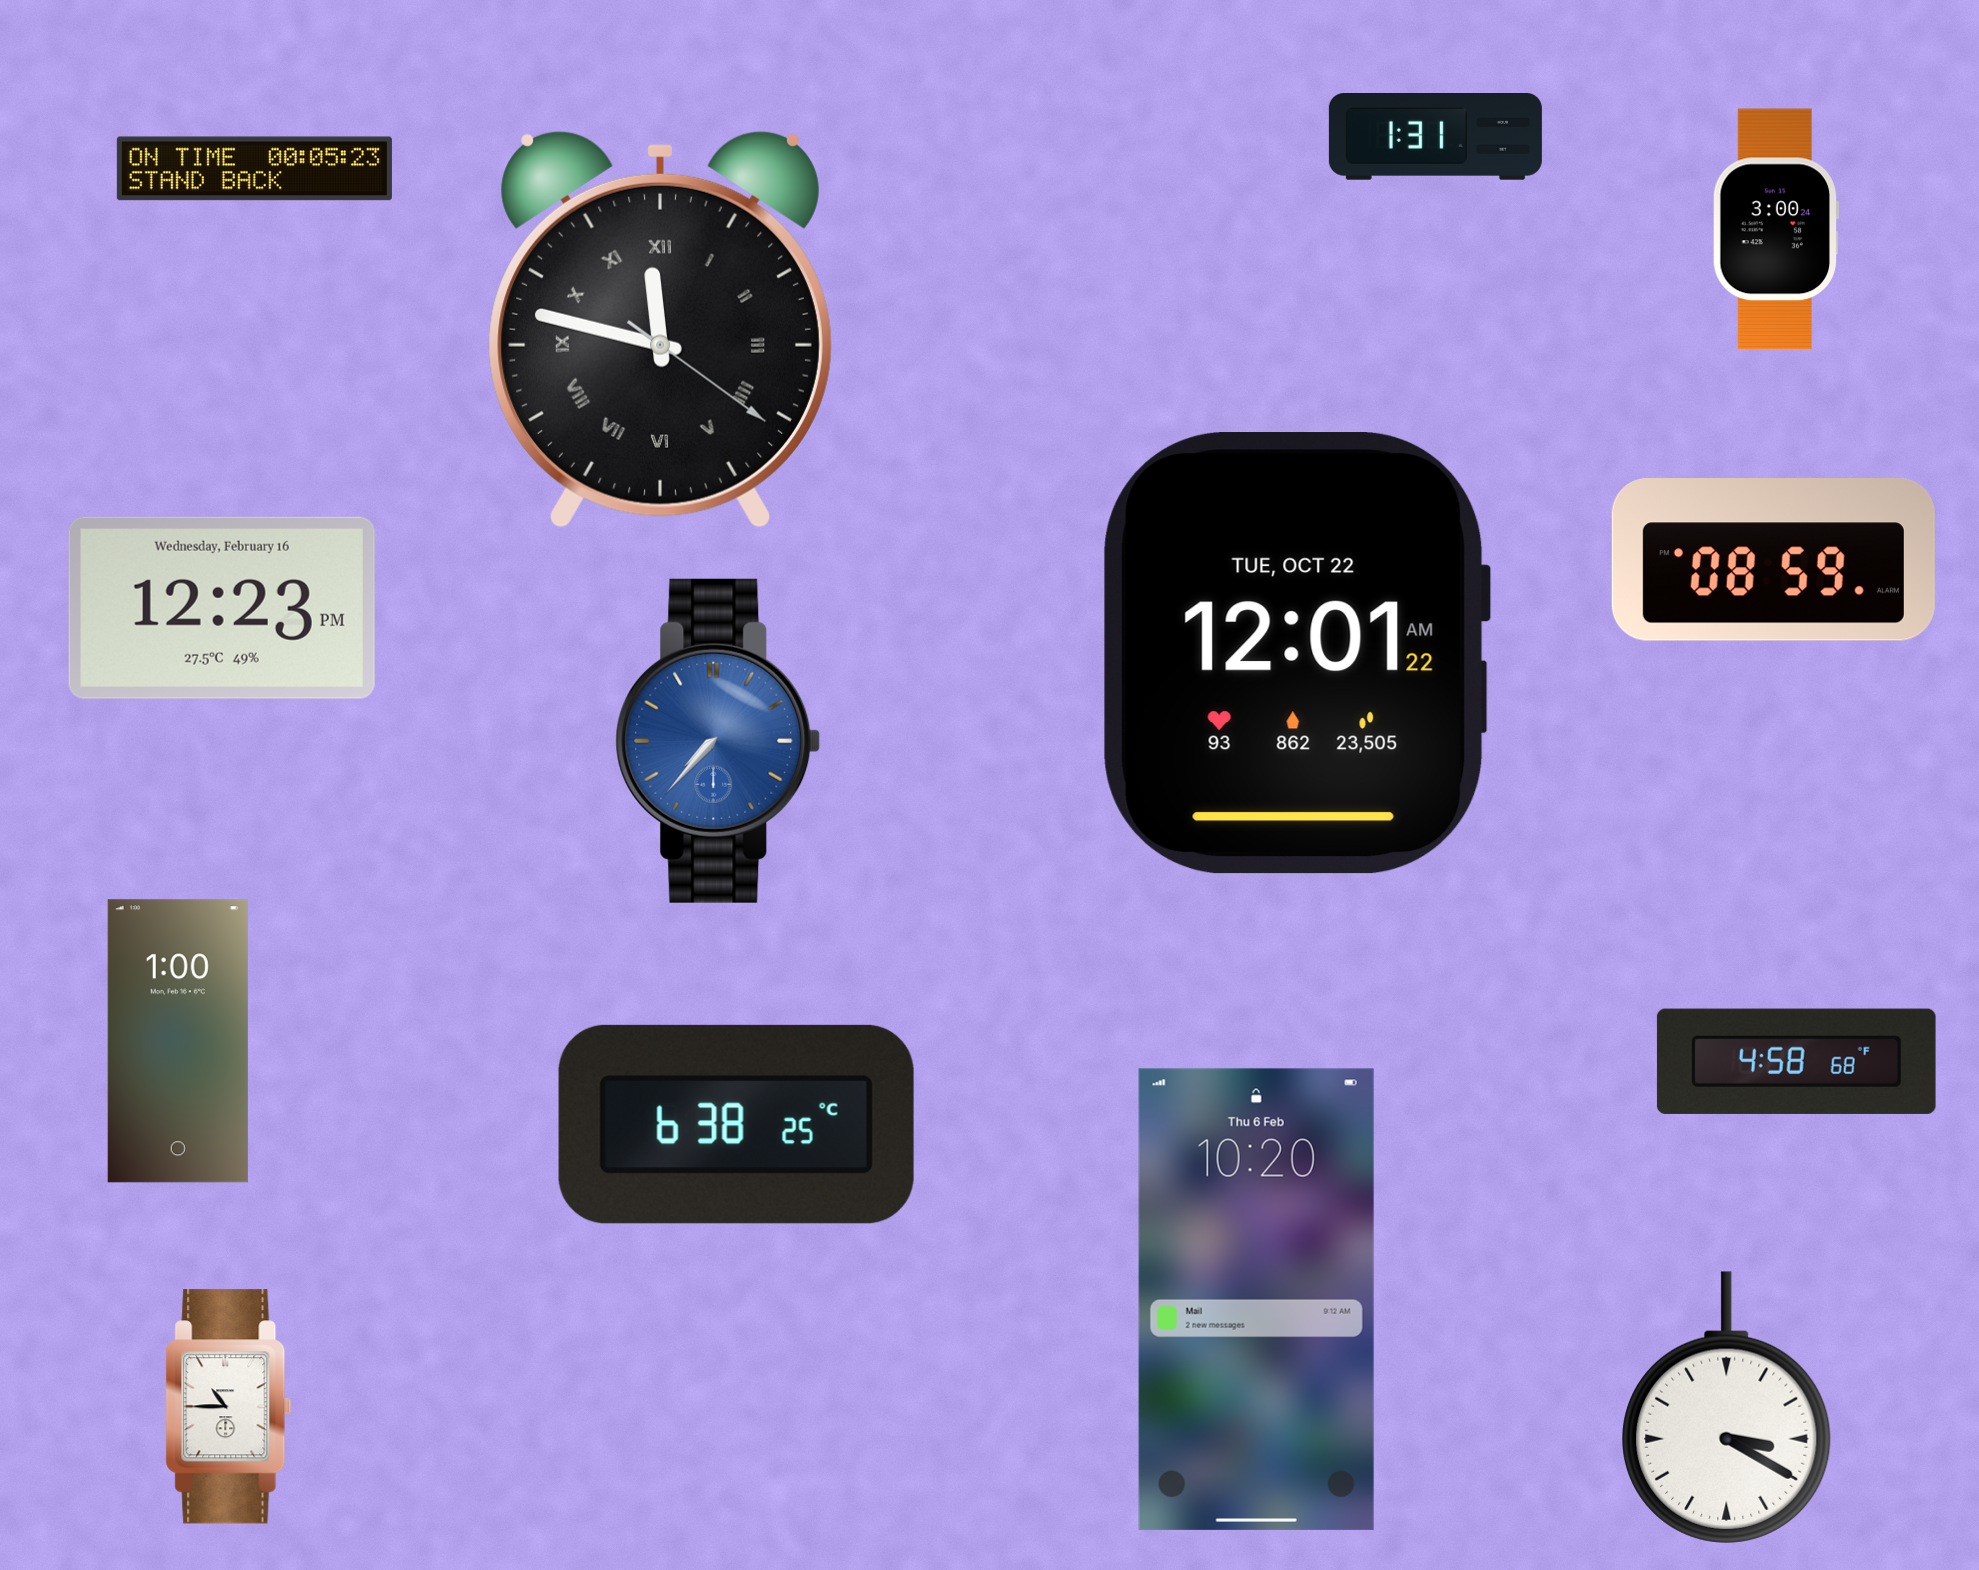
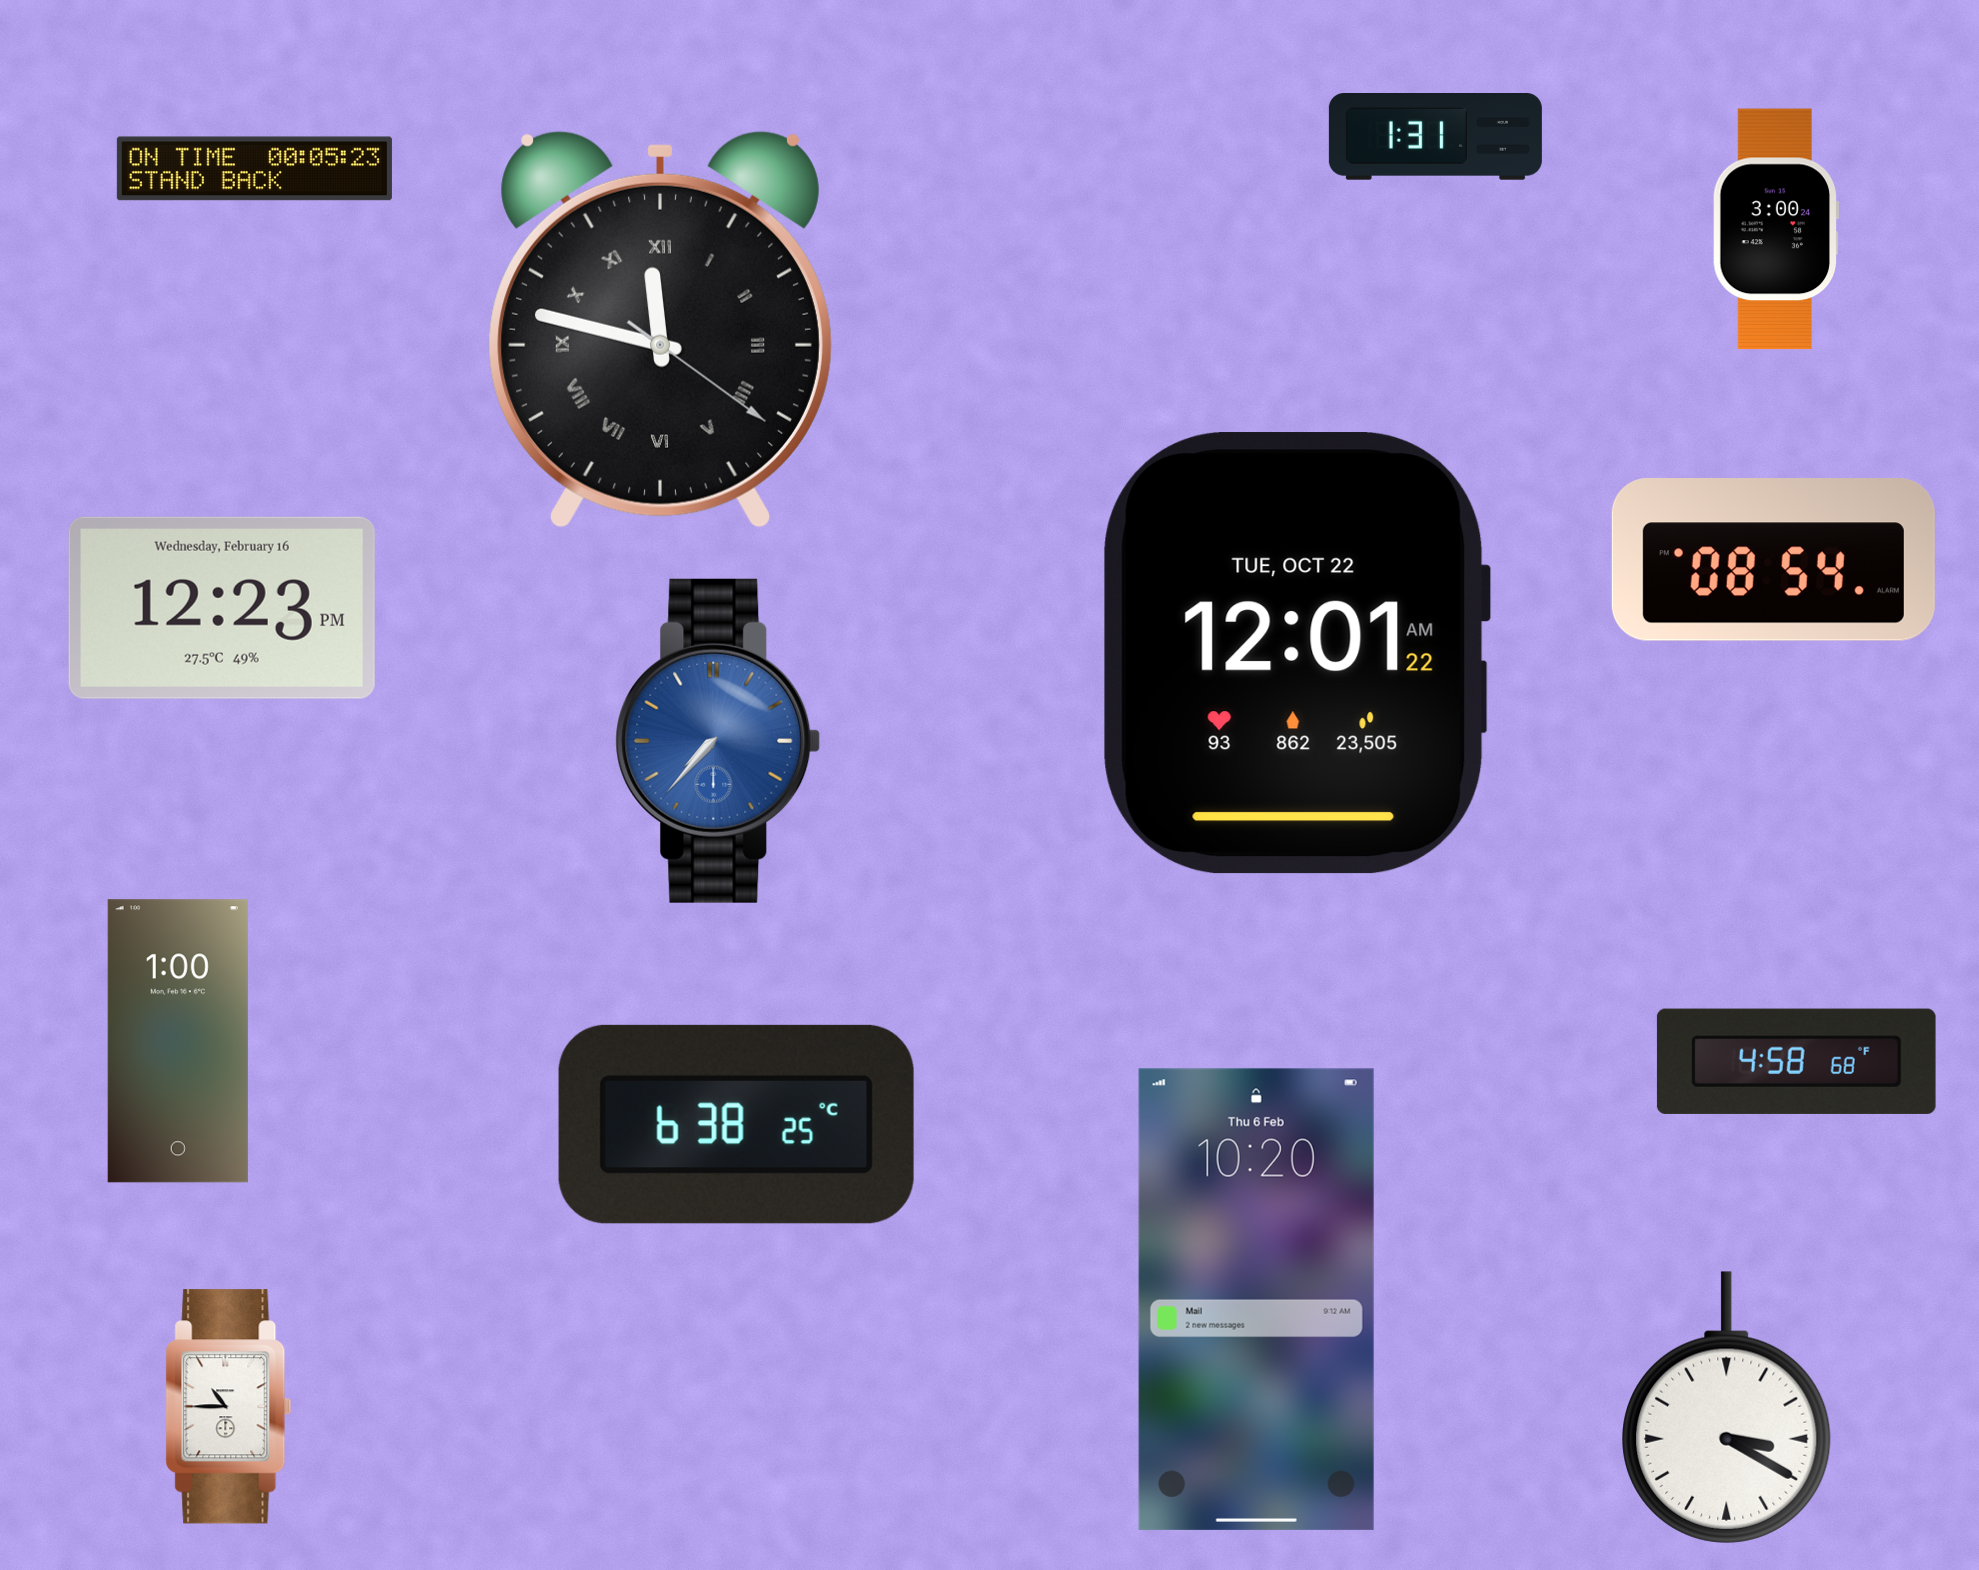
clock at (1773, 560): 08:59 -> 08:54
